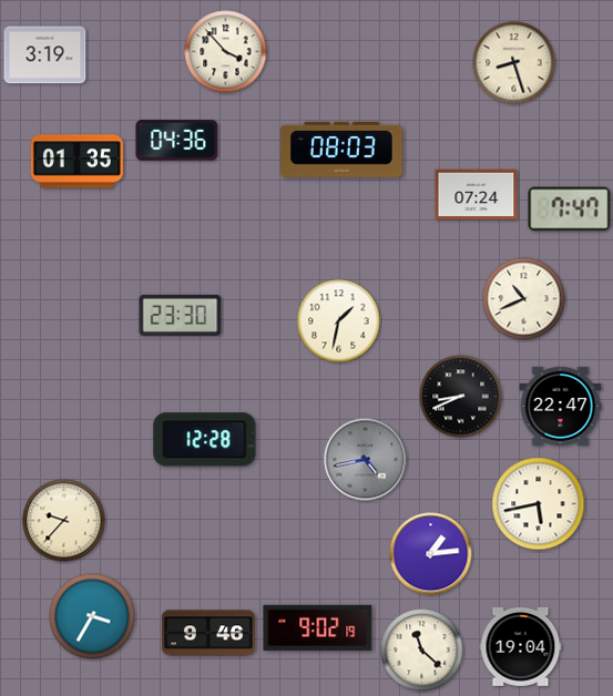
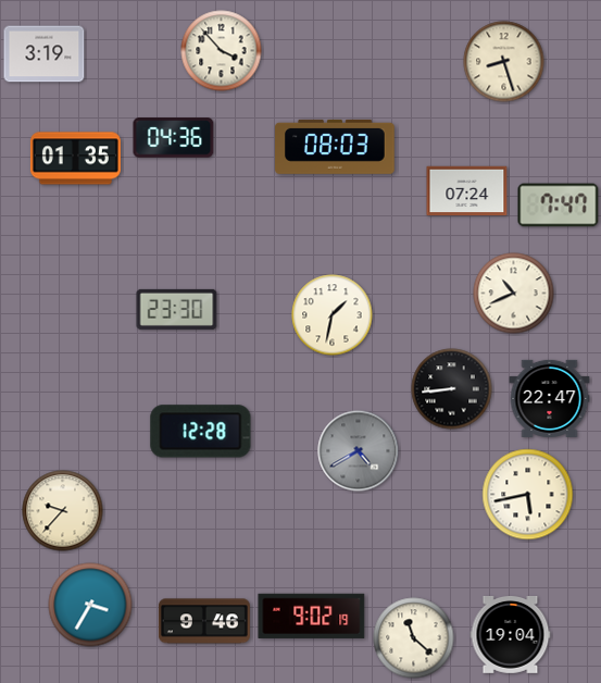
clock at (461, 397): 8:41 -> 8:44
clock at (366, 460): 4:43 -> 4:40
clock at (431, 554): 1:14 -> none
